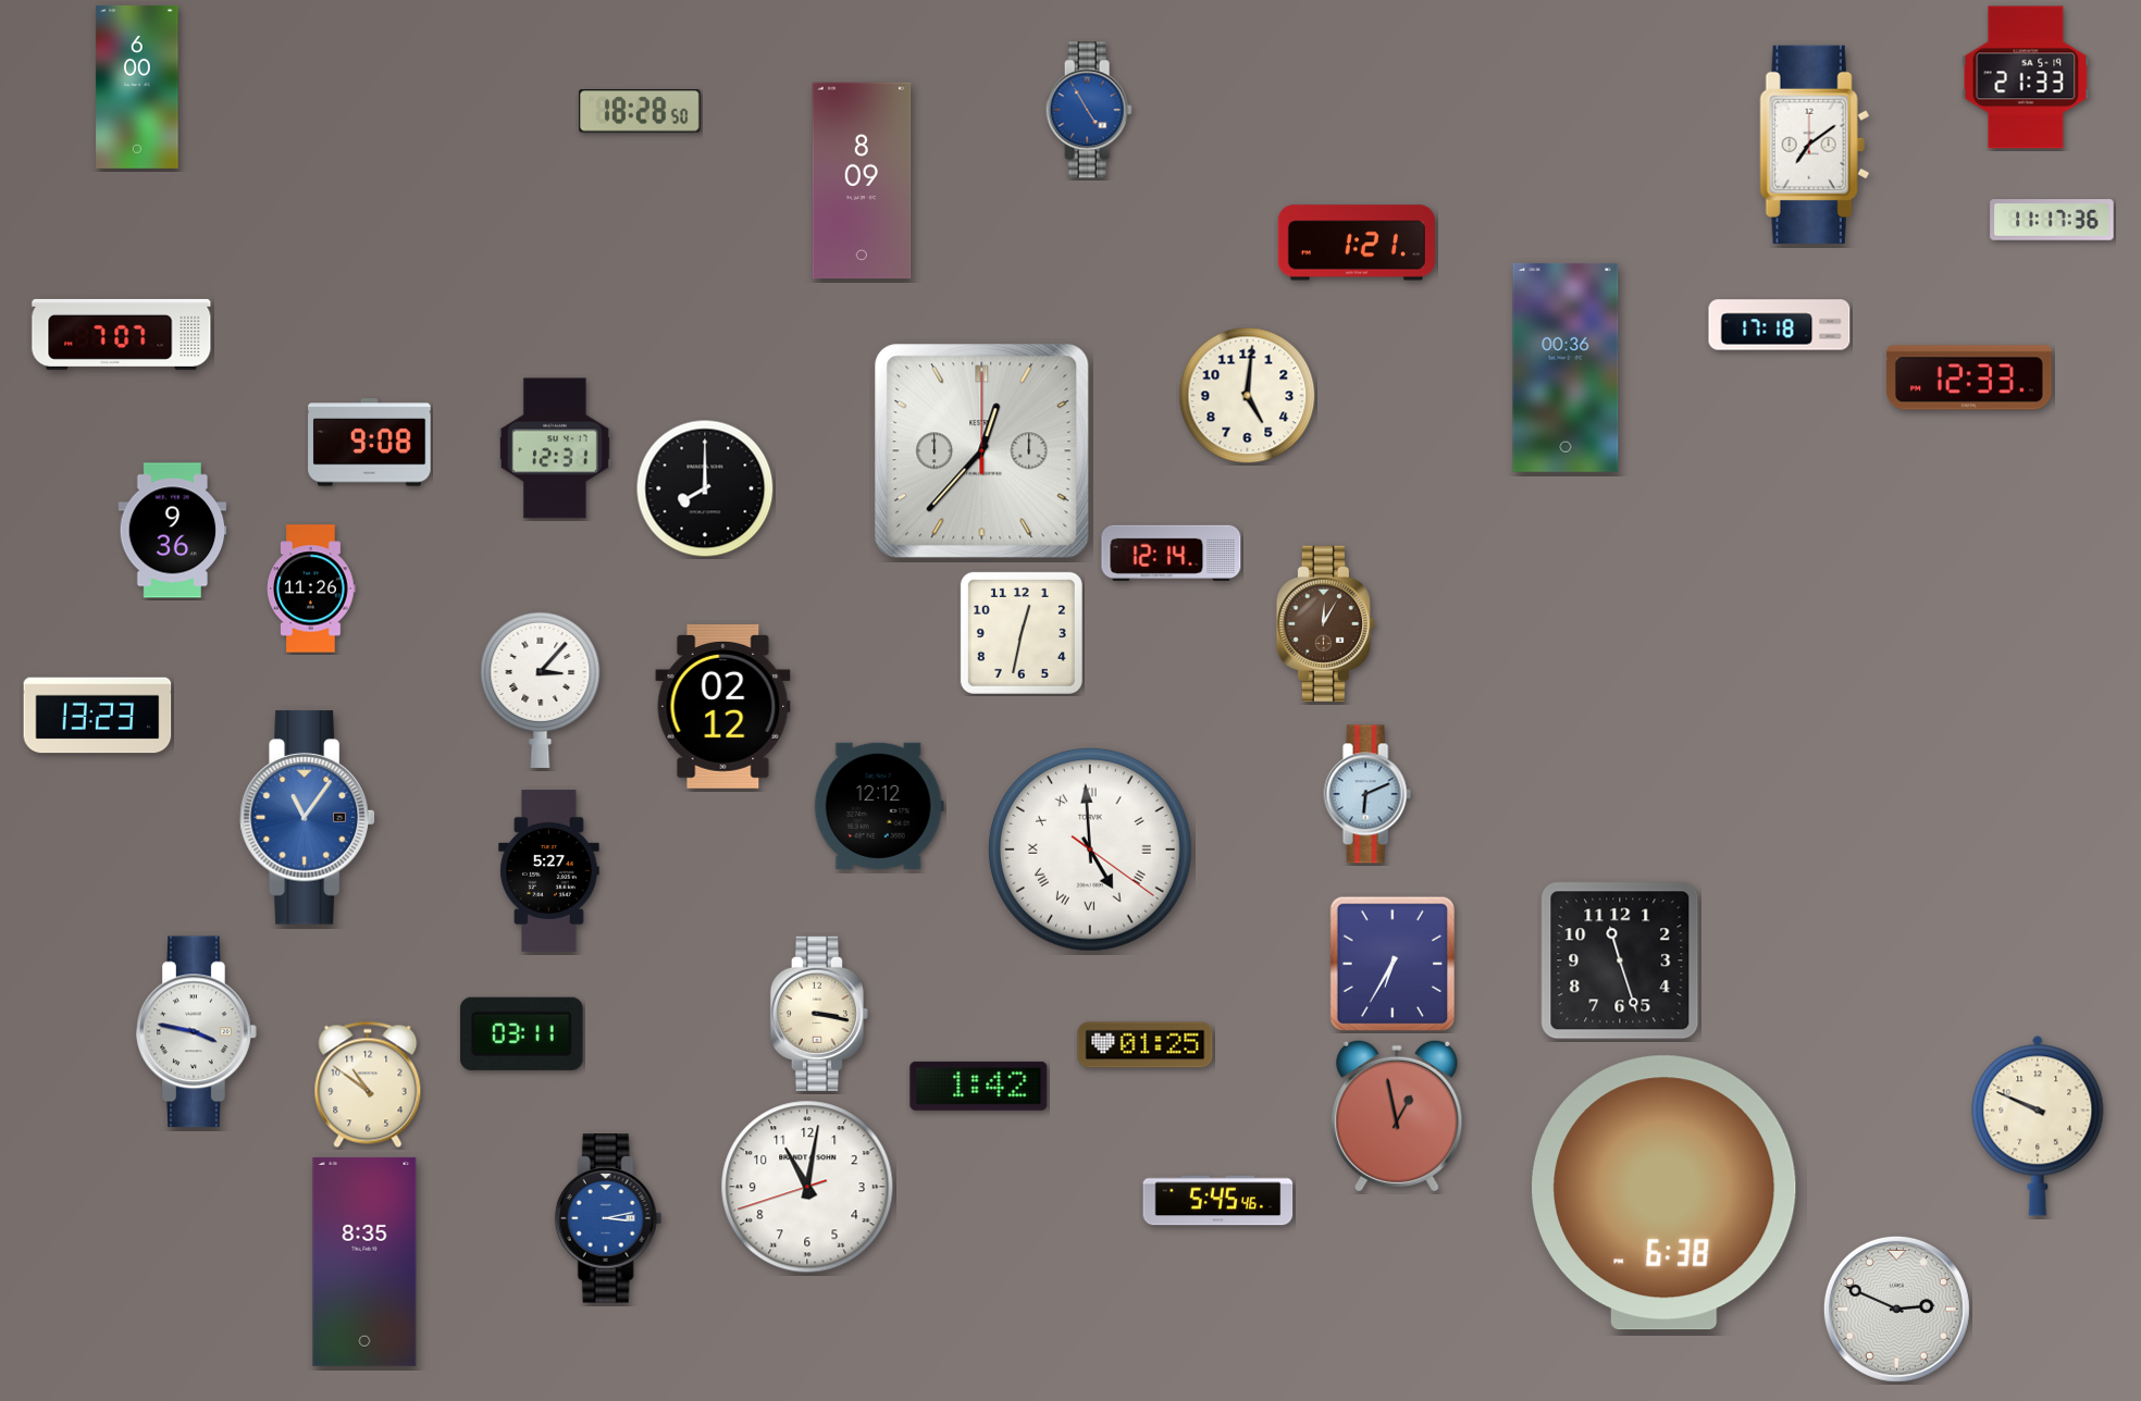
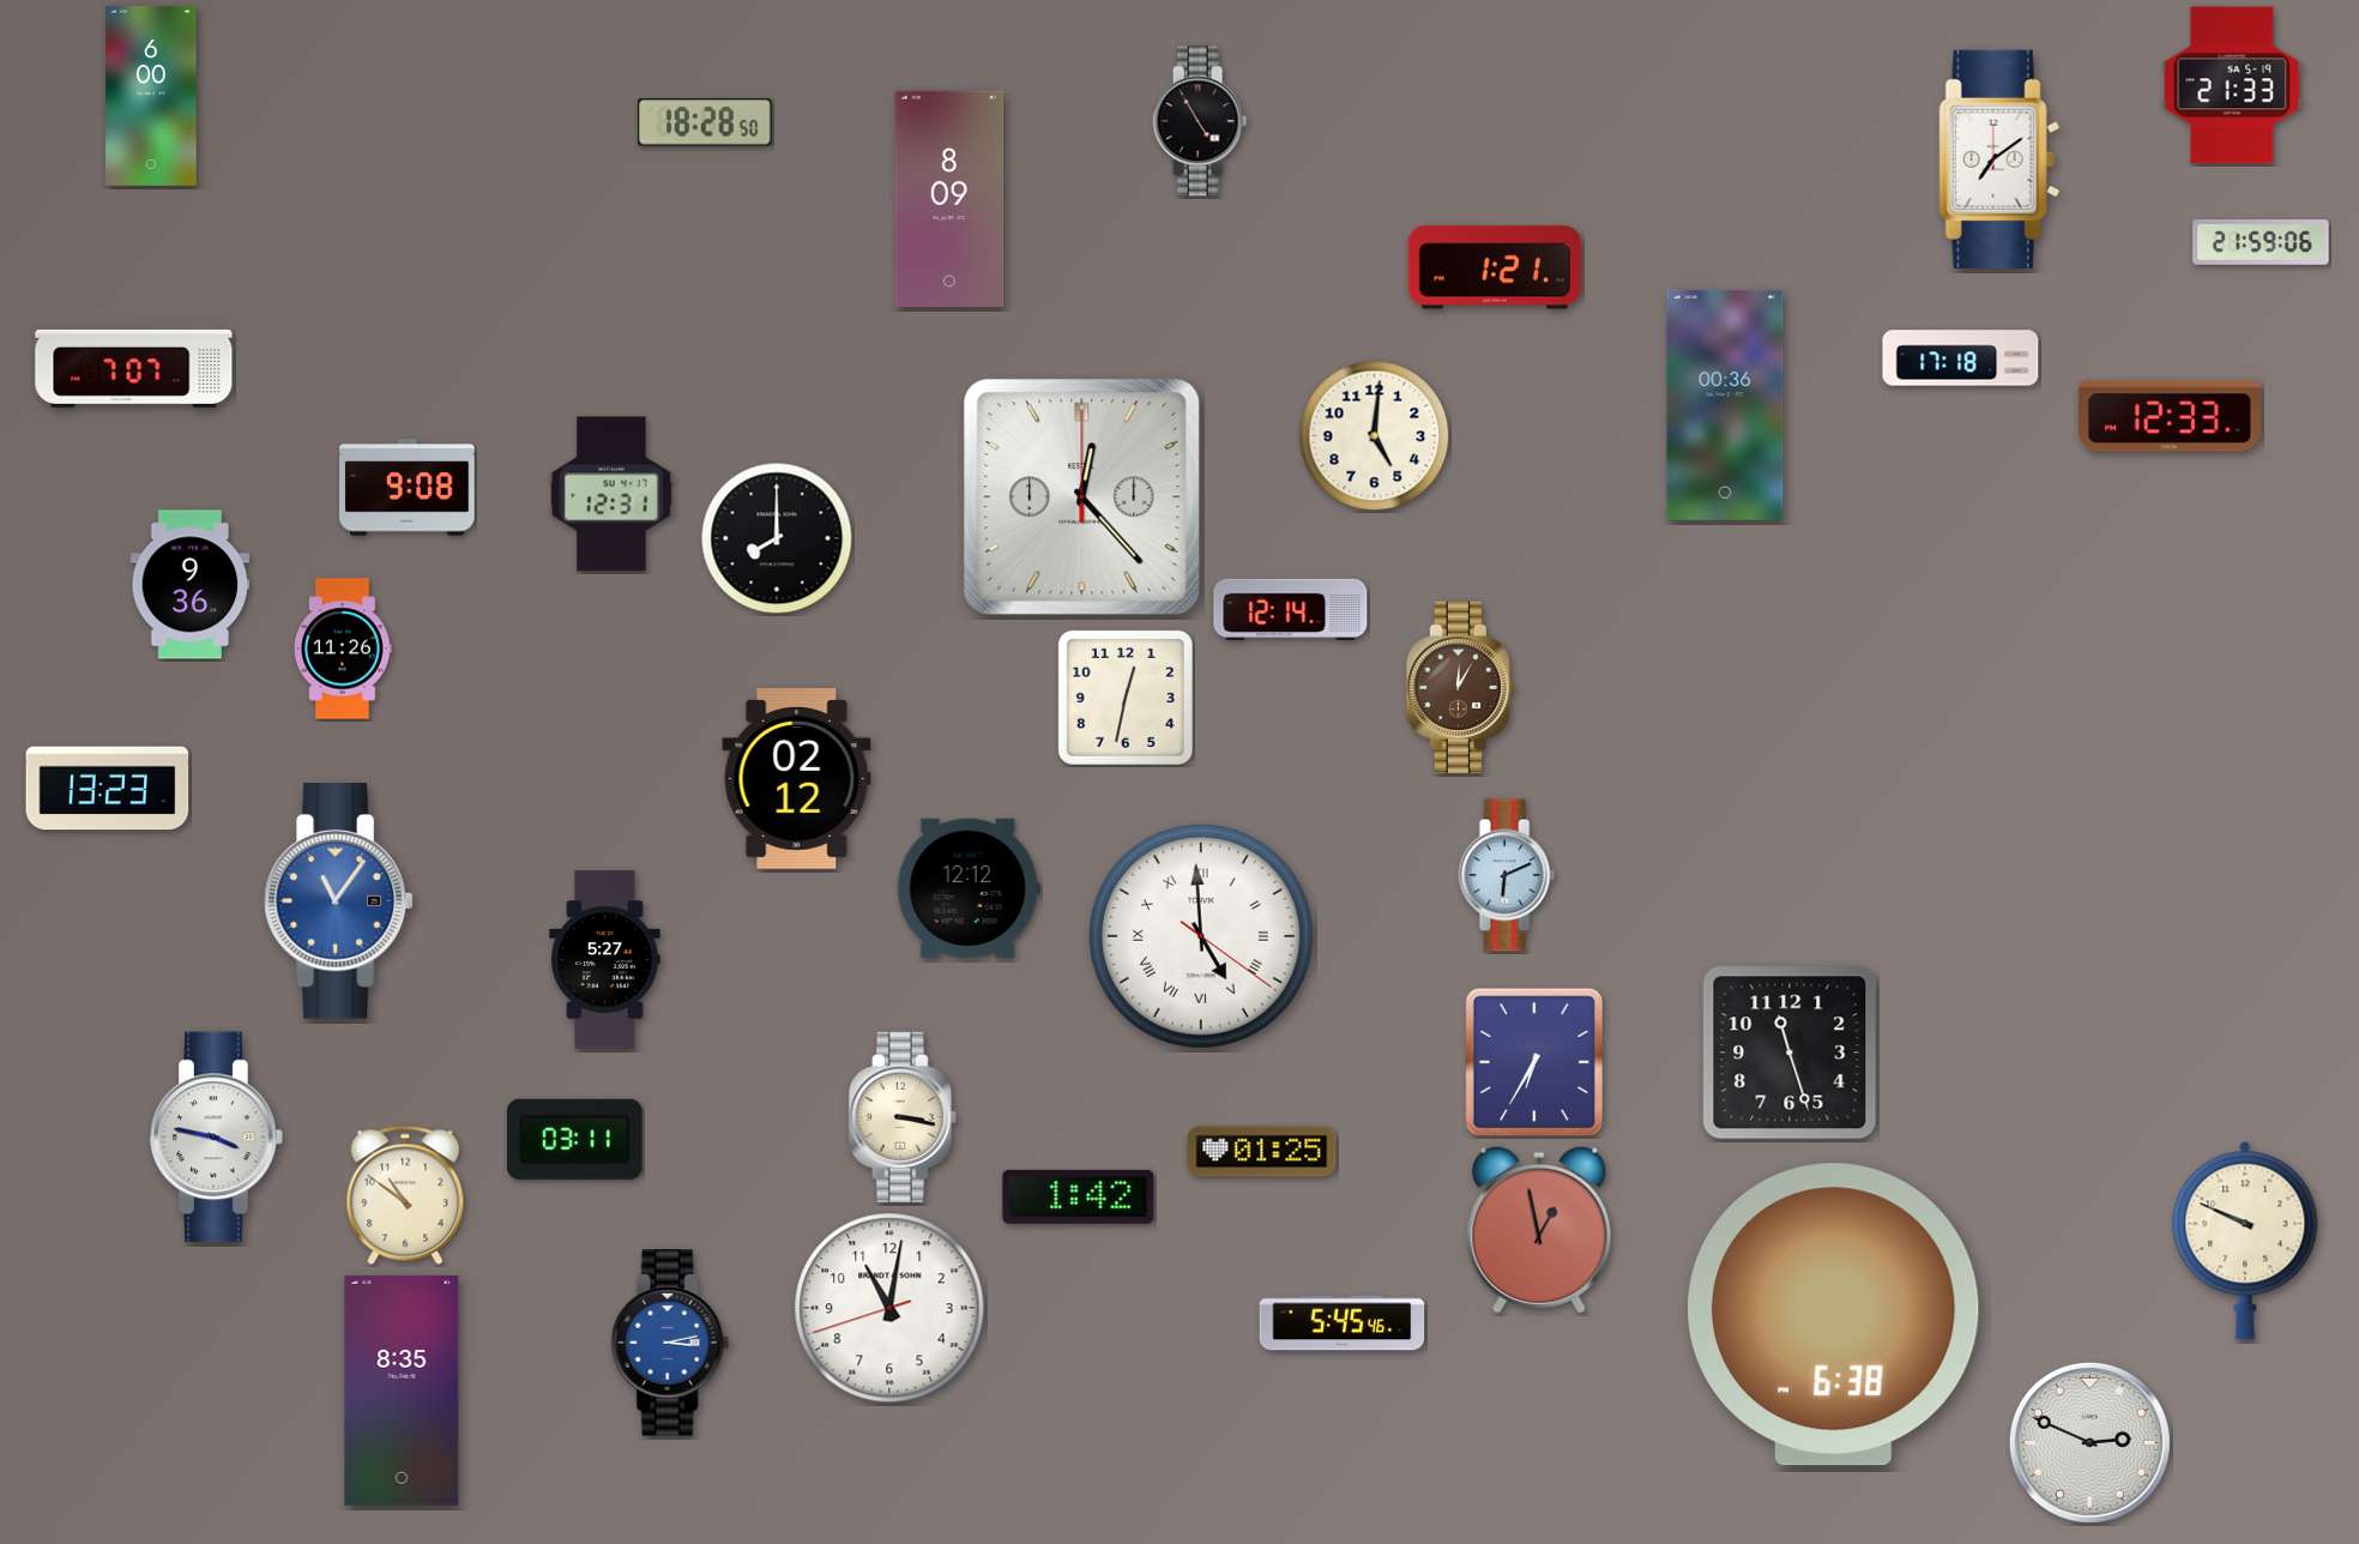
clock at (1089, 110) dial: blue -> black
clock at (2052, 220): 11:17 -> 21:59
clock at (982, 451): 12:37 -> 12:23
clock at (541, 690): 3:07 -> none
clock at (1620, 960) position: (1620, 960) -> (1790, 1053)
